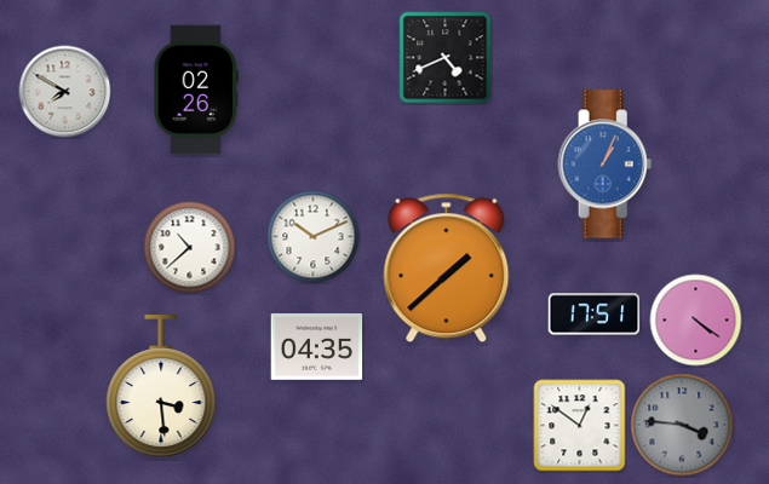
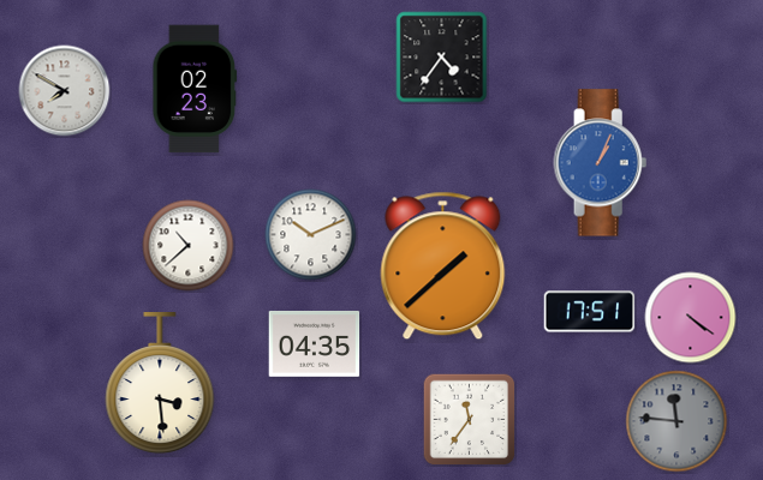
clock at (446, 58): 4:41 -> 4:36
clock at (196, 90): 02:26 -> 02:23
clock at (469, 419): none -> 11:36
clock at (682, 425): 3:46 -> 11:46
clock at (580, 426): 12:51 -> none
